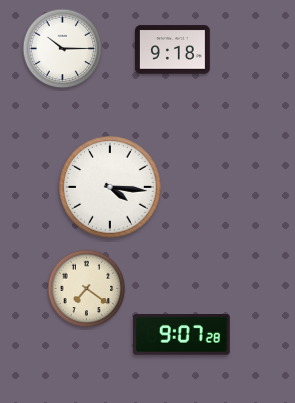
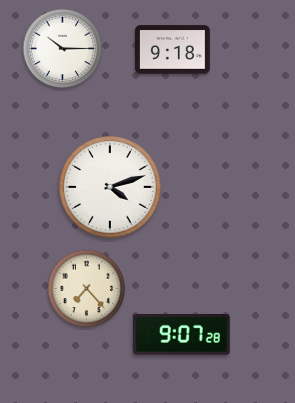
clock at (110, 187): 4:16 -> 4:12
clock at (87, 289): 7:21 -> 7:23
